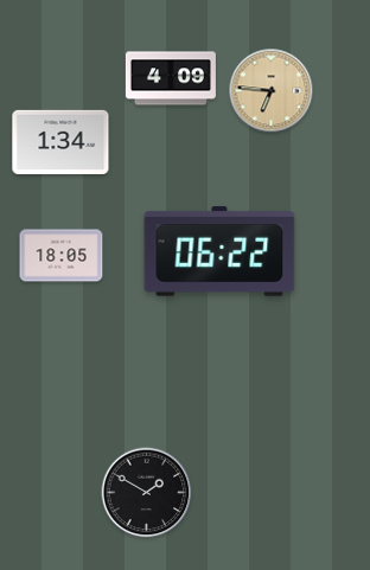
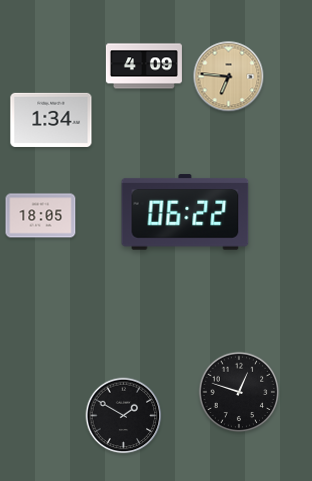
clock at (62, 256) position: (62, 256) -> (41, 216)
clock at (239, 392): none -> 12:48
